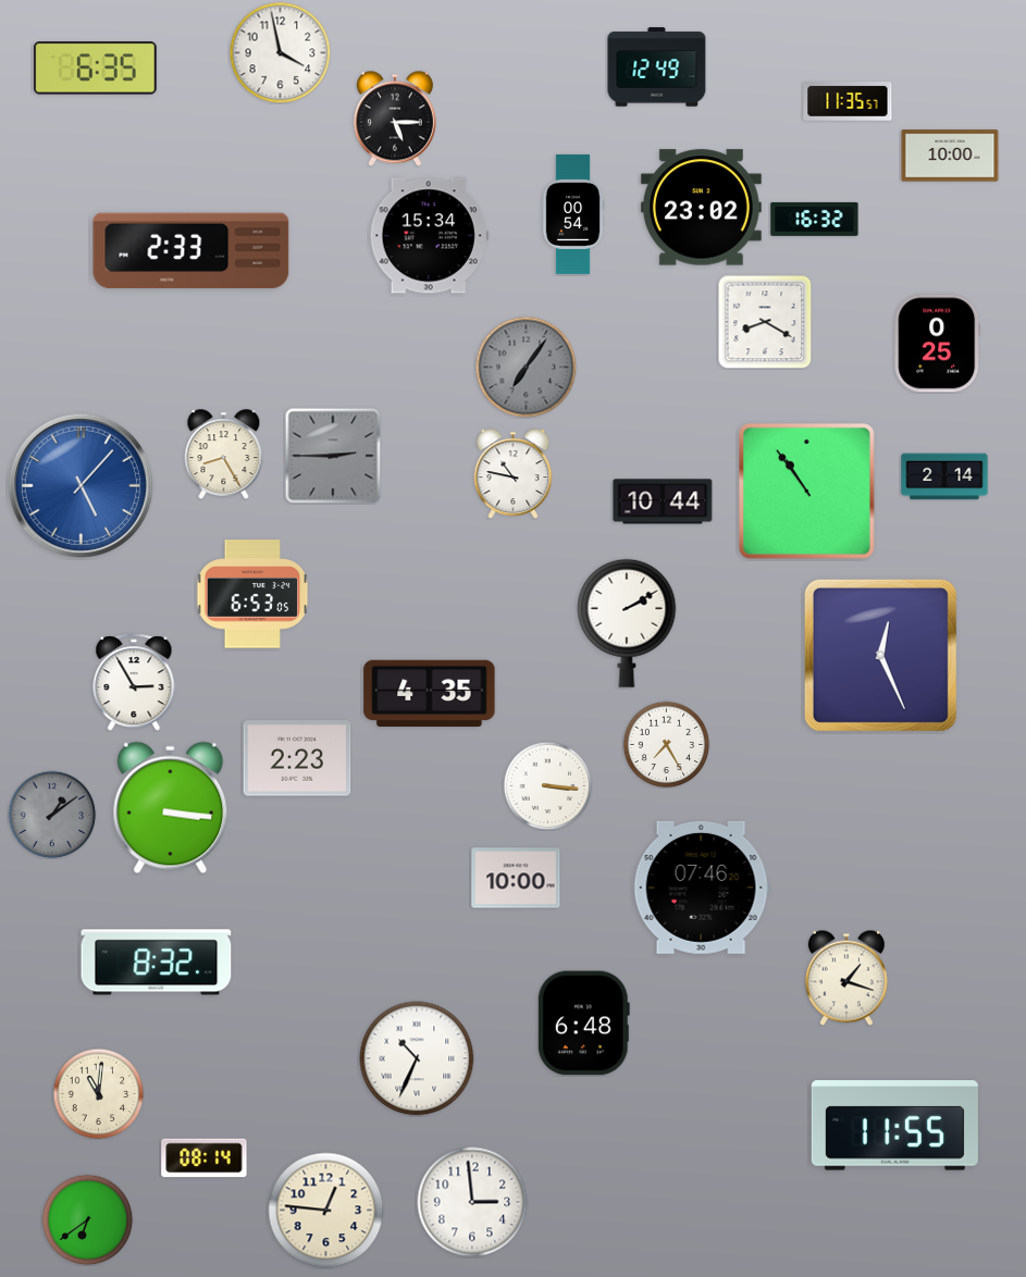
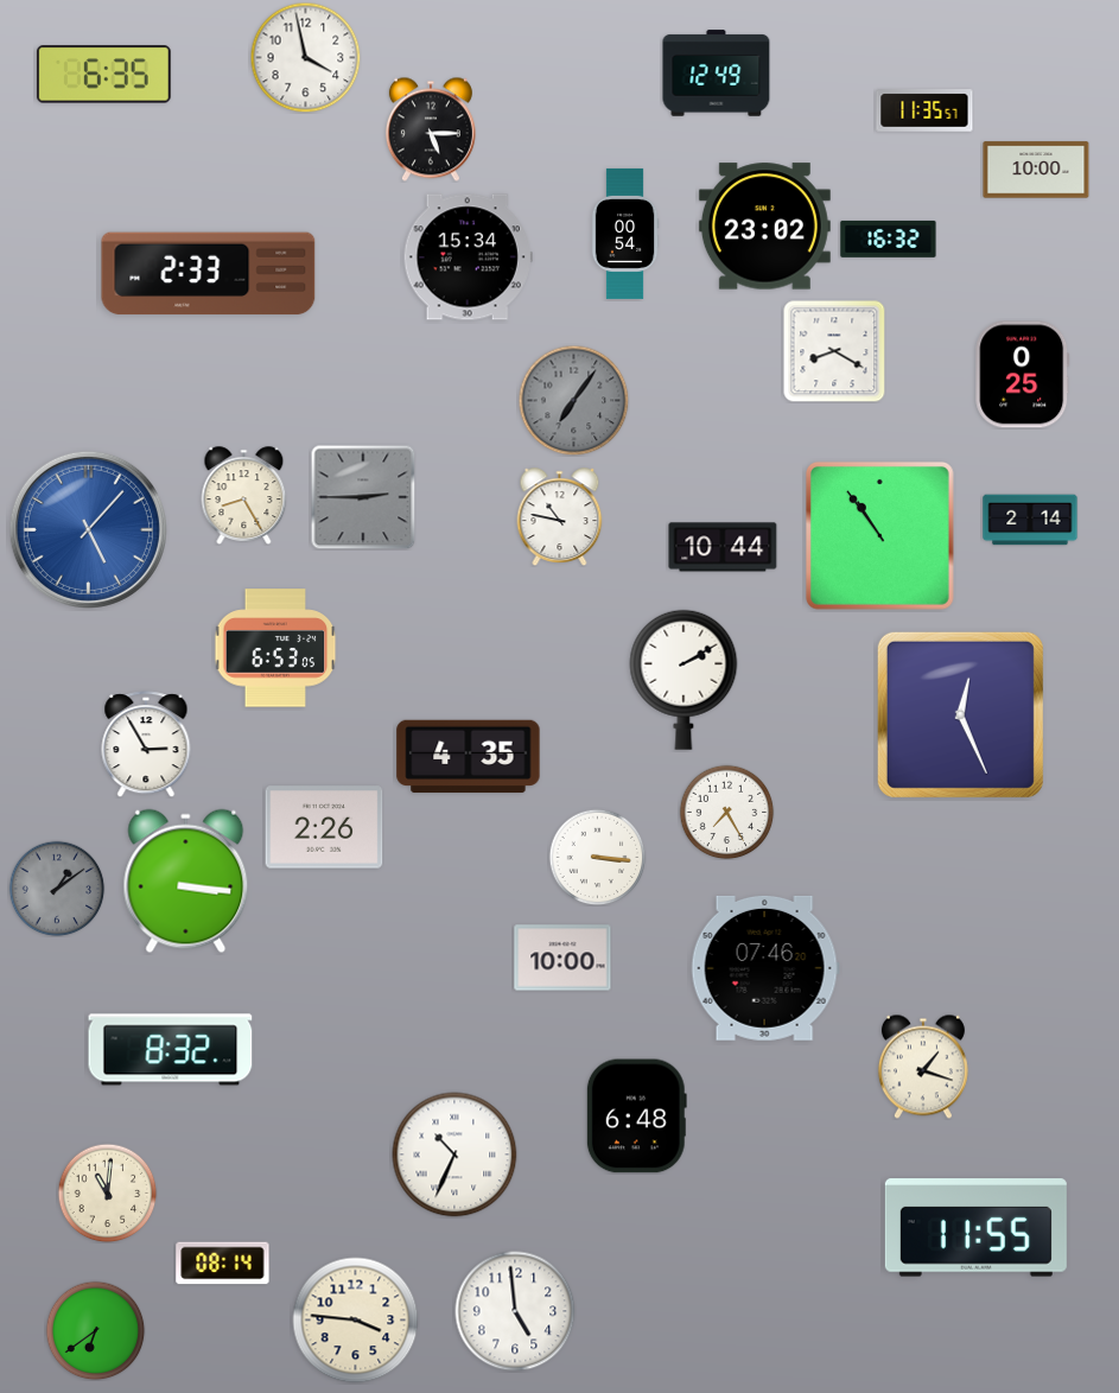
clock at (297, 758): 2:23 -> 2:26
clock at (472, 1202): 2:59 -> 4:59
clock at (326, 1211): 12:46 -> 3:46
